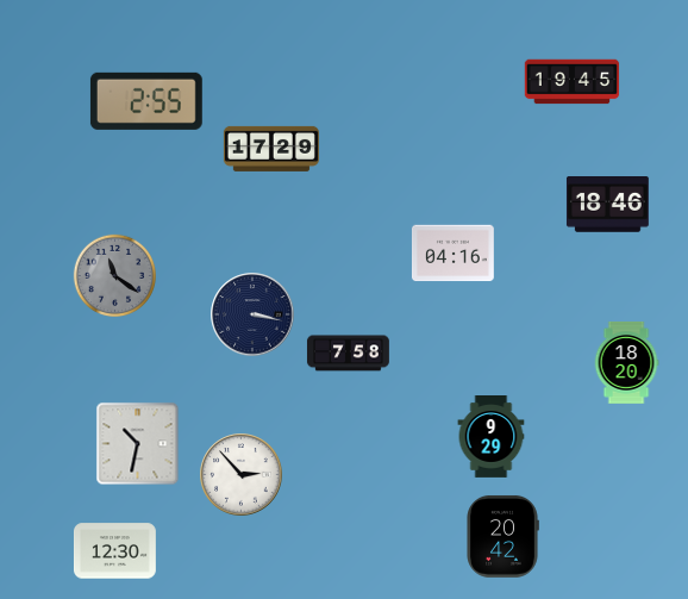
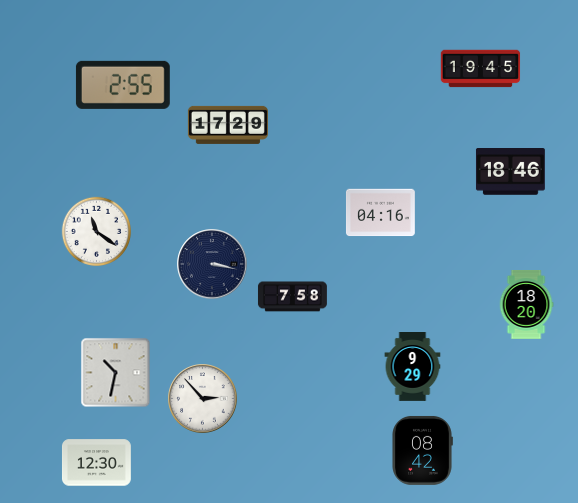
clock at (114, 275) dial: grey -> white
clock at (502, 536): 20:42 -> 08:42
